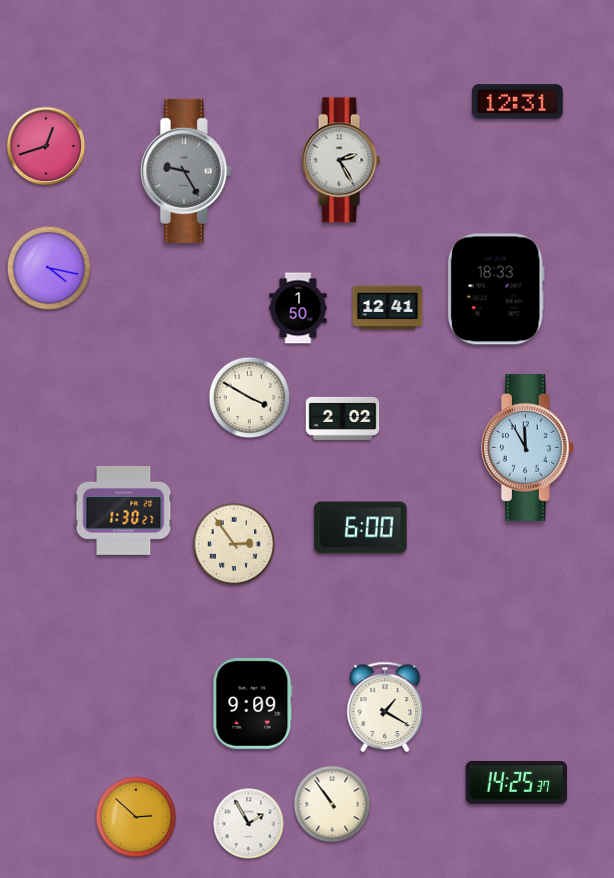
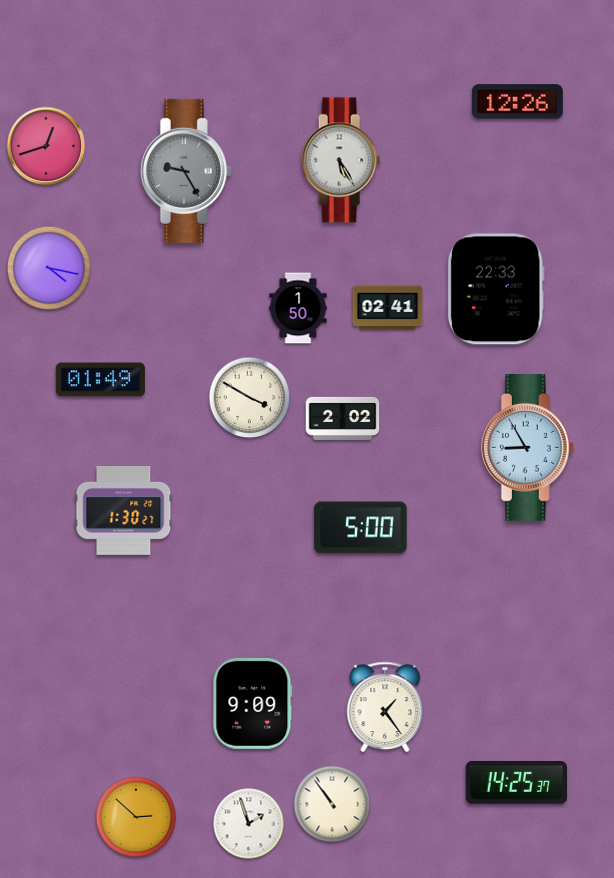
clock at (517, 102): 12:31 -> 12:26
clock at (341, 160): 2:25 -> 5:25
clock at (496, 289): 18:33 -> 22:33
clock at (388, 308): 12:41 -> 02:41
clock at (100, 380): none -> 01:49
clock at (527, 448): 11:55 -> 8:55
clock at (361, 528): 6:00 -> 5:00
clock at (234, 544): 2:54 -> none
clock at (385, 707): 1:20 -> 1:24
clock at (249, 824): 1:55 -> 1:57
